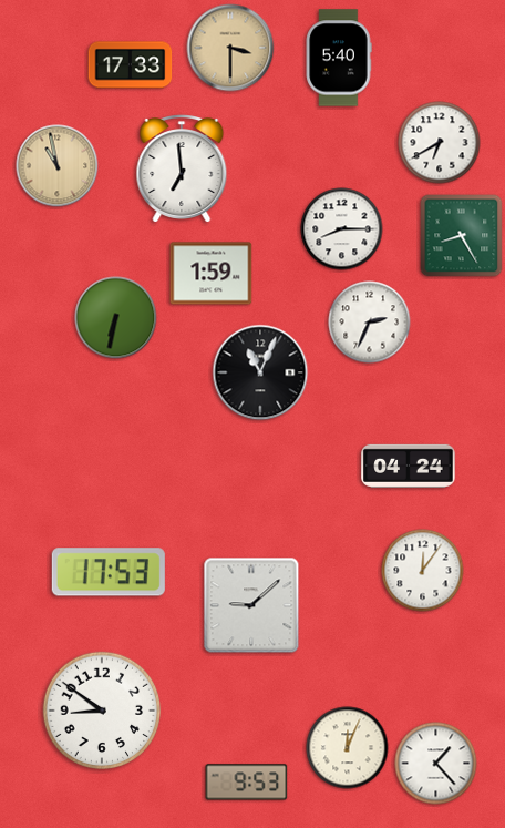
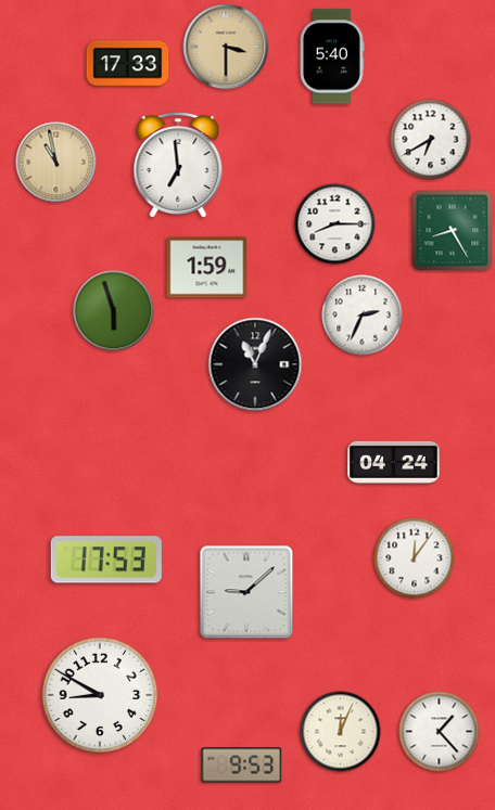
clock at (116, 318): 6:32 -> 5:57
clock at (409, 466) position: (409, 466) -> (394, 462)
clock at (102, 711): 8:51 -> 8:50
clock at (436, 764) position: (436, 764) -> (440, 732)
